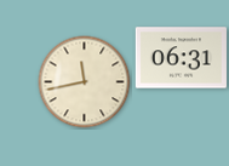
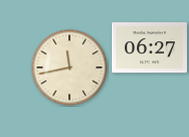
clock at (181, 58): 06:31 -> 06:27
